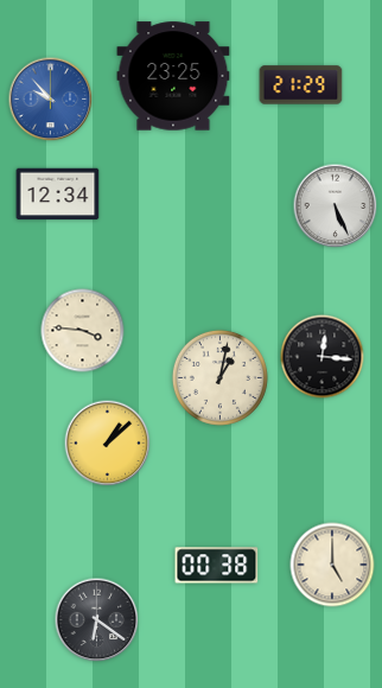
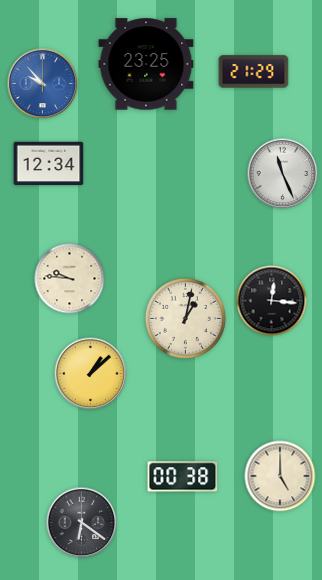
clock at (336, 206): 5:26 -> 11:26
clock at (83, 331): 3:46 -> 9:46
